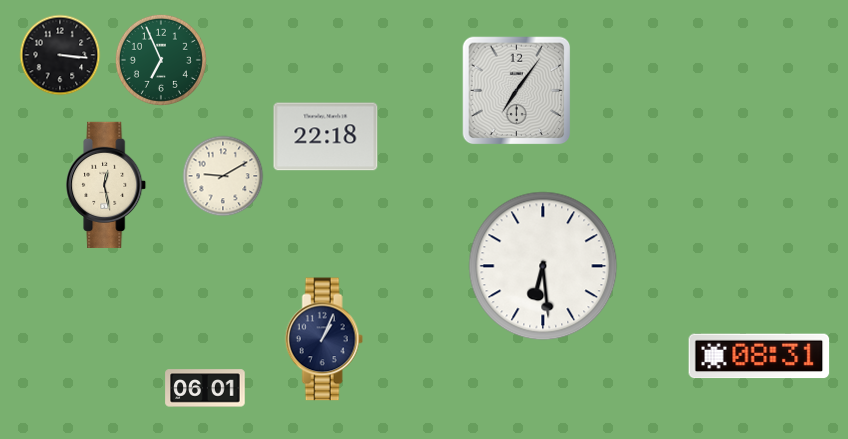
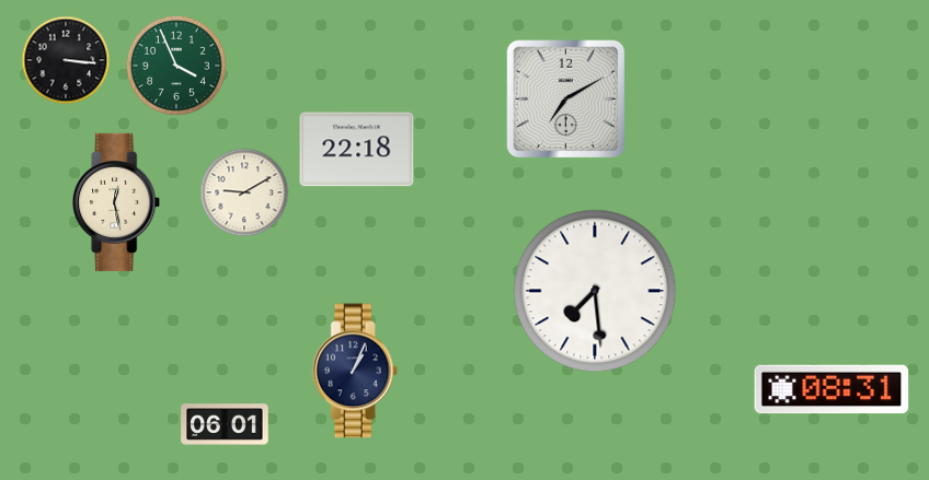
clock at (161, 60): 6:56 -> 3:56
clock at (517, 91): 7:06 -> 7:10
clock at (543, 266): 6:29 -> 7:29
